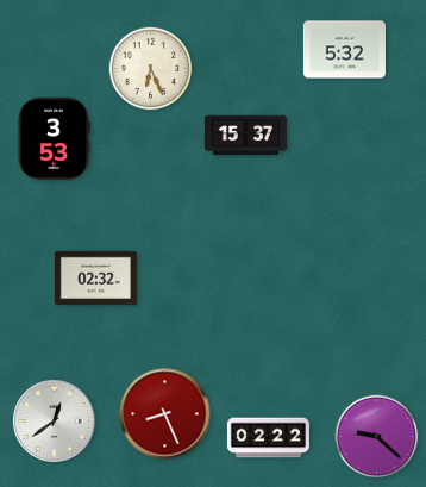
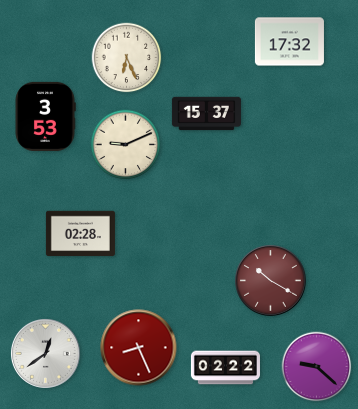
clock at (344, 50): 5:32 -> 17:32
clock at (126, 145): none -> 9:11
clock at (95, 279): 02:32 -> 02:28
clock at (271, 281): none -> 10:20
